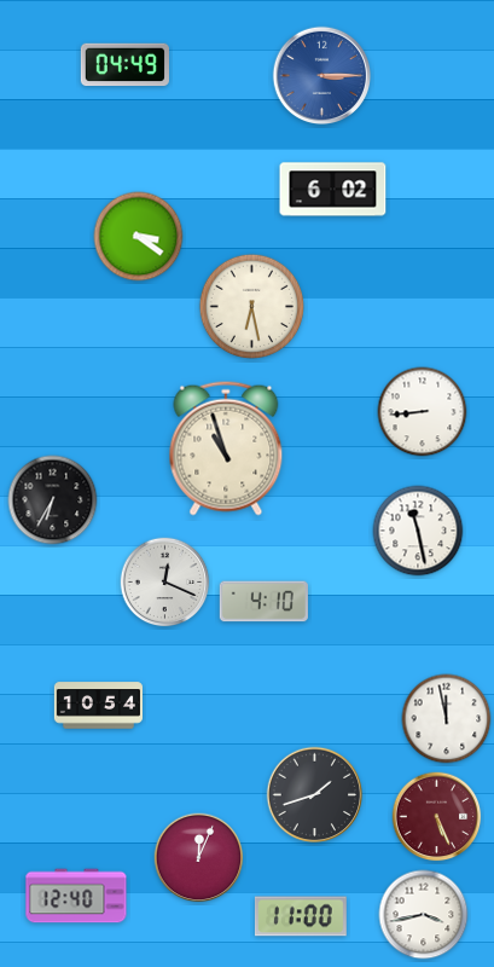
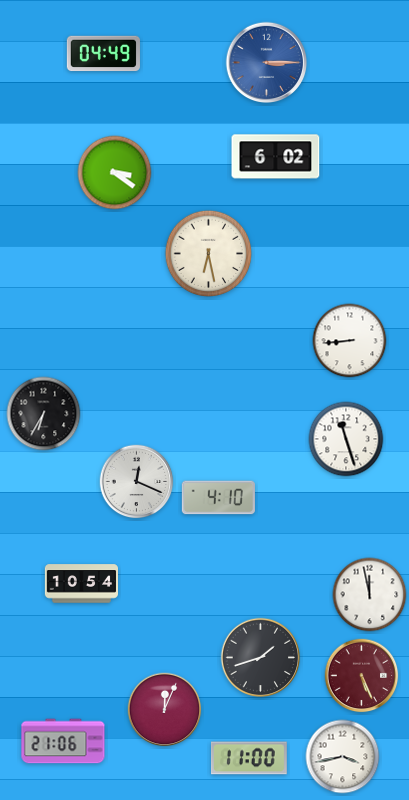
clock at (139, 237) position: (139, 237) -> (115, 173)
clock at (226, 448): 10:57 -> none
clock at (418, 531): 11:28 -> 11:27
clock at (76, 896): 12:40 -> 21:06
clock at (424, 915) position: (424, 915) -> (343, 757)
